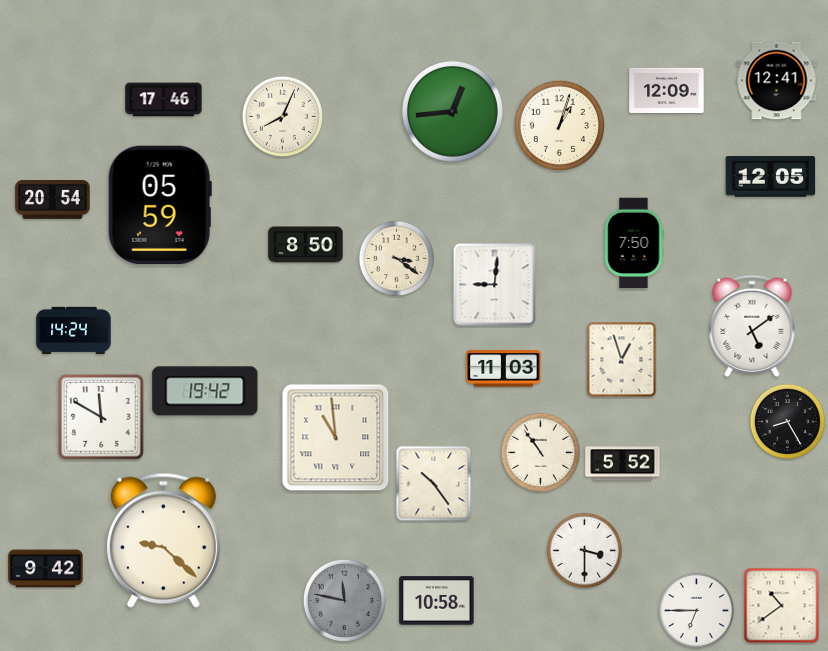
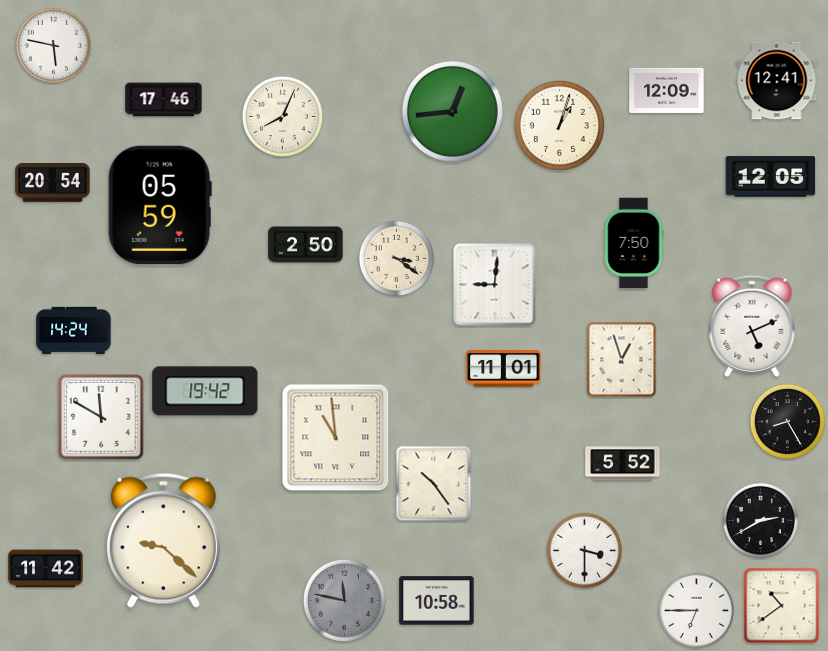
clock at (53, 45): none -> 5:47
clock at (53, 200) position: (53, 200) -> (53, 183)
clock at (306, 245): 8:50 -> 2:50
clock at (752, 326): 5:09 -> 5:11
clock at (504, 369): 11:03 -> 11:01
clock at (540, 452): 10:54 -> none
clock at (760, 520): none -> 2:40
clock at (46, 569): 9:42 -> 11:42
